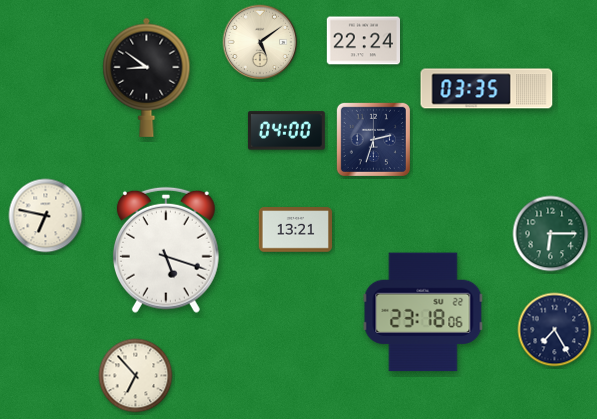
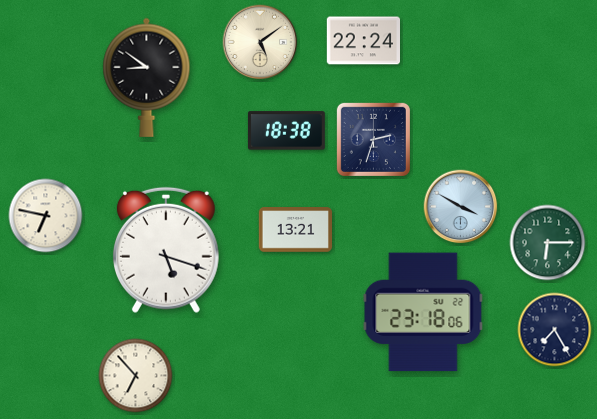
clock at (487, 89): 03:35 -> none
clock at (286, 131): 04:00 -> 18:38
clock at (461, 207): none -> 3:50
clock at (551, 234) position: (551, 234) -> (548, 243)
